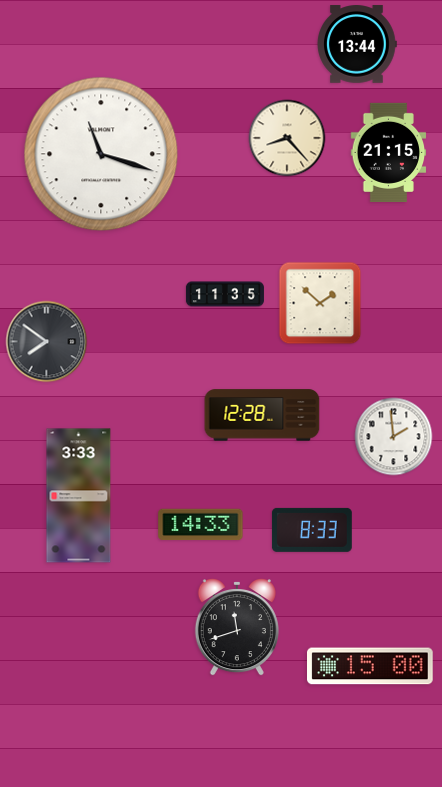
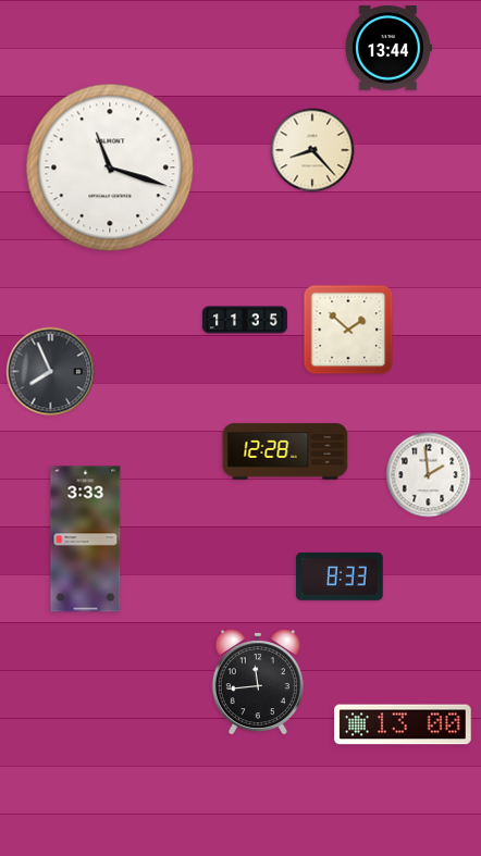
clock at (389, 152): 21:15 -> none
clock at (47, 342): 7:51 -> 7:56
clock at (201, 525): 14:33 -> none
clock at (237, 628): 11:42 -> 11:44
clock at (370, 666): 15:00 -> 13:00
